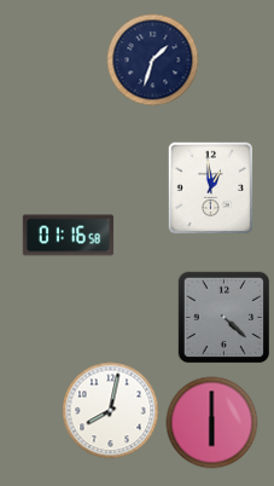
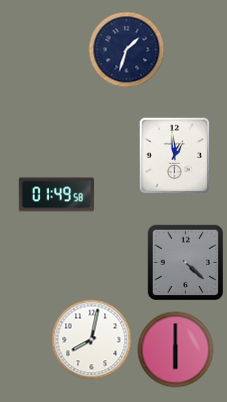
clock at (69, 236): 01:16 -> 01:49
